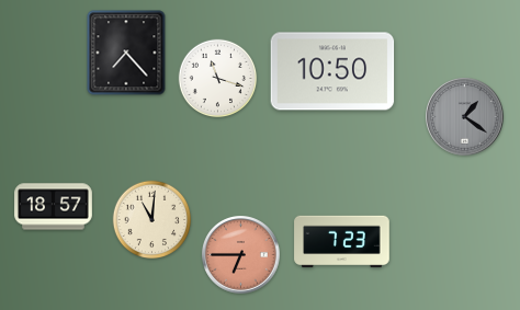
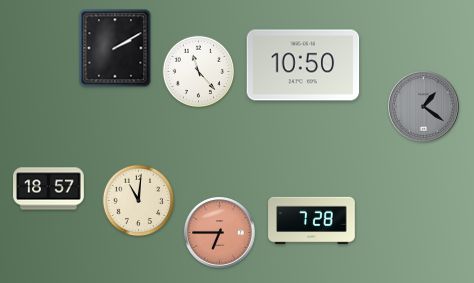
clock at (126, 53): 7:23 -> 2:10
clock at (218, 79): 11:18 -> 11:23
clock at (342, 242): 7:23 -> 7:28
